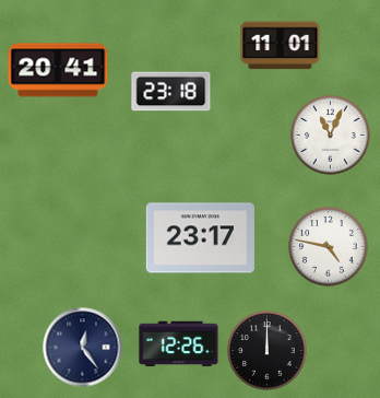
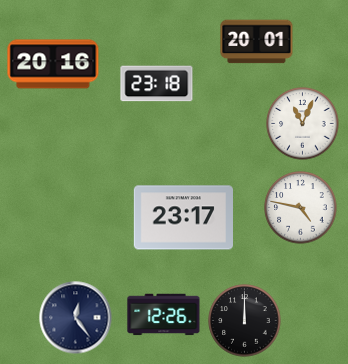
clock at (281, 46): 11:01 -> 20:01
clock at (58, 70): 20:41 -> 20:16
clock at (329, 247) position: (329, 247) -> (301, 208)
